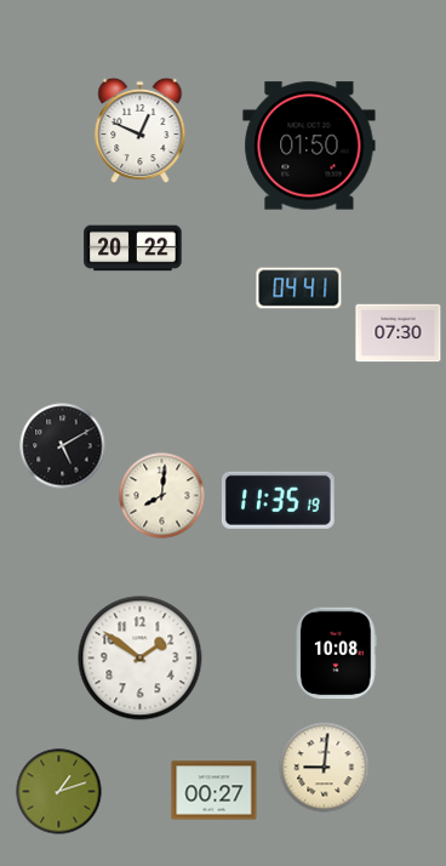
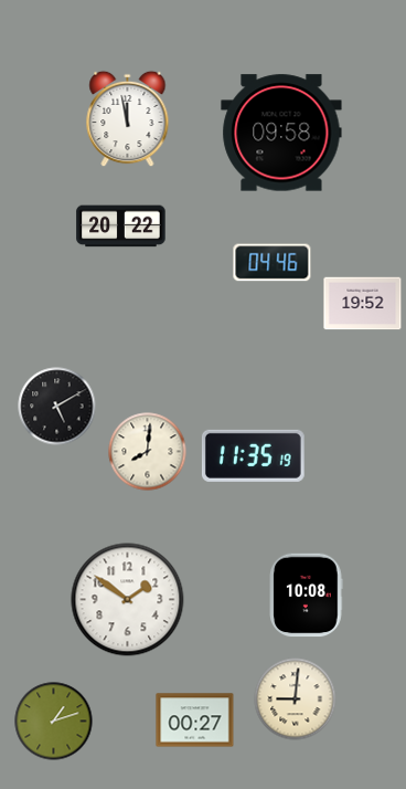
clock at (141, 131): 12:49 -> 11:58
clock at (309, 146): 01:50 -> 09:58
clock at (299, 289): 04:41 -> 04:46
clock at (399, 334): 07:30 -> 19:52
